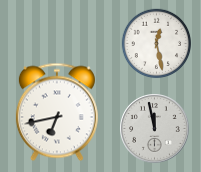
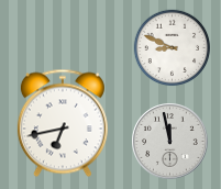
clock at (157, 44): 12:28 -> 8:49
